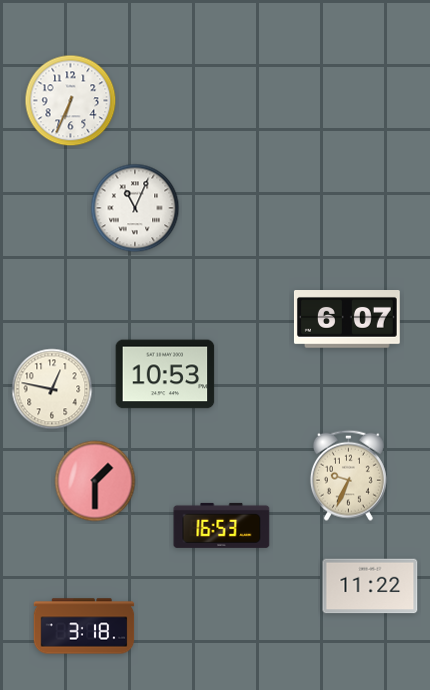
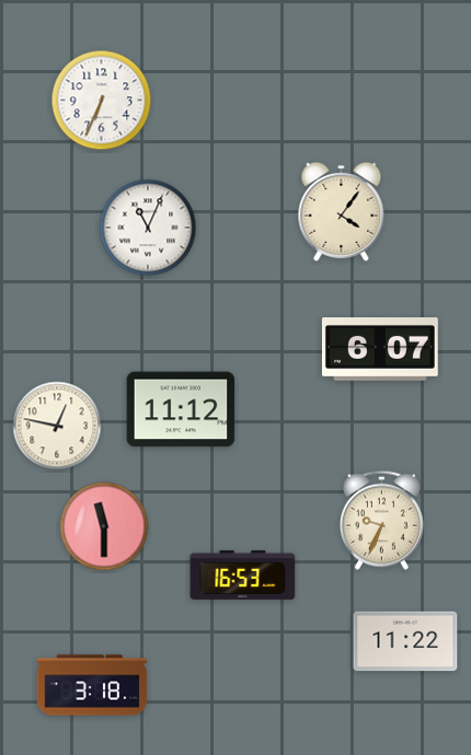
clock at (71, 101) position: (71, 101) -> (102, 101)
clock at (342, 211): none -> 4:06
clock at (165, 374): 10:53 -> 11:12
clock at (95, 481): 1:30 -> 11:30
